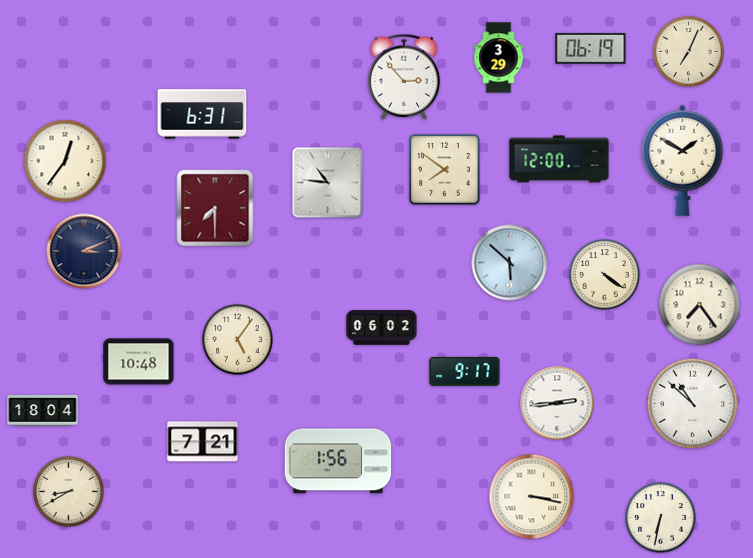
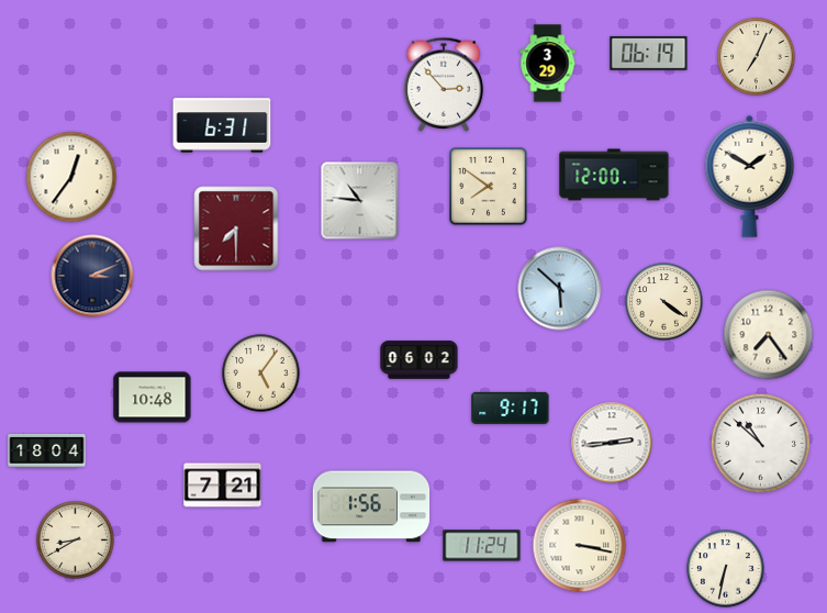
clock at (482, 546): none -> 11:24
clock at (532, 497) position: (532, 497) -> (580, 546)
